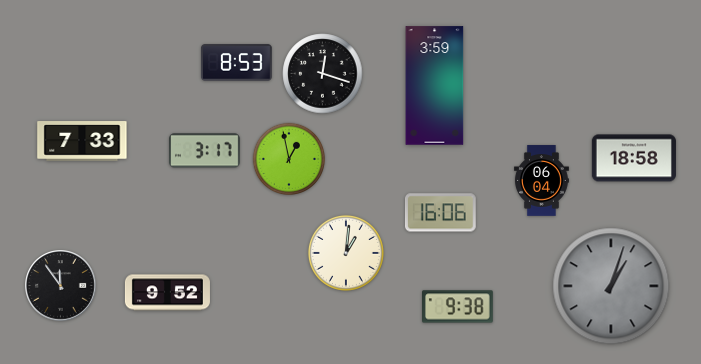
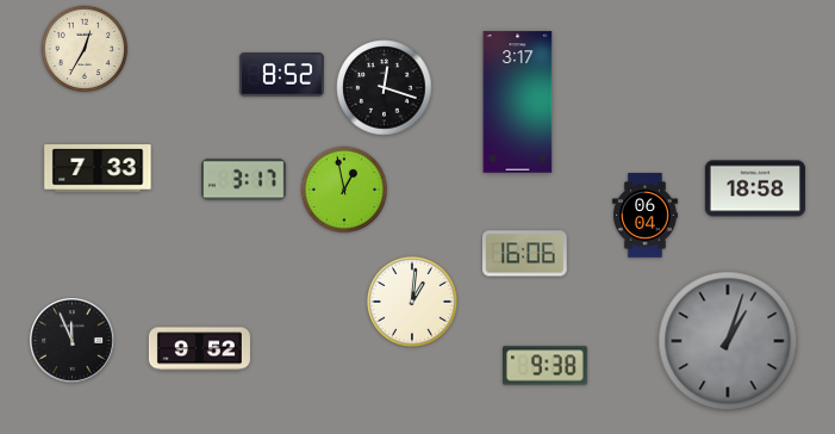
clock at (83, 48): none -> 12:35
clock at (237, 63): 8:53 -> 8:52
clock at (435, 86): 3:59 -> 3:17
clock at (61, 286): 11:54 -> 11:56
